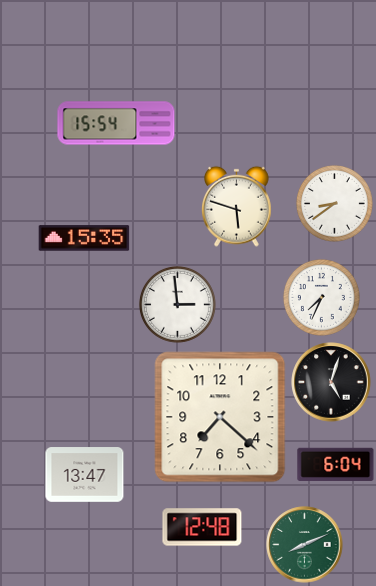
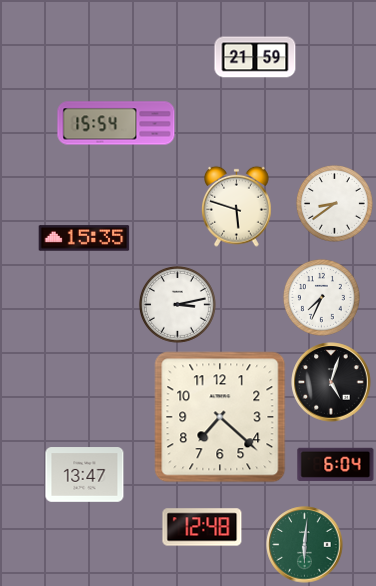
clock at (255, 57): none -> 21:59
clock at (177, 304): 2:59 -> 3:13
clock at (305, 545): 8:11 -> 6:01
